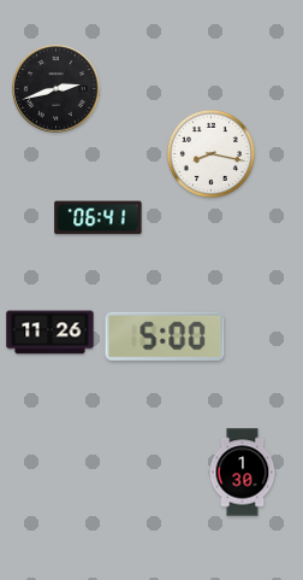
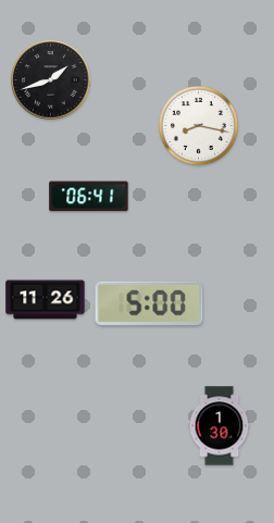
clock at (57, 89): 2:42 -> 1:42
clock at (210, 153) position: (210, 153) -> (198, 125)
